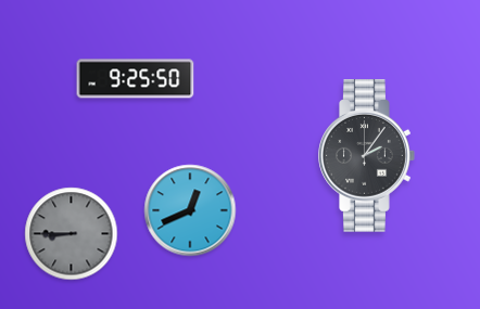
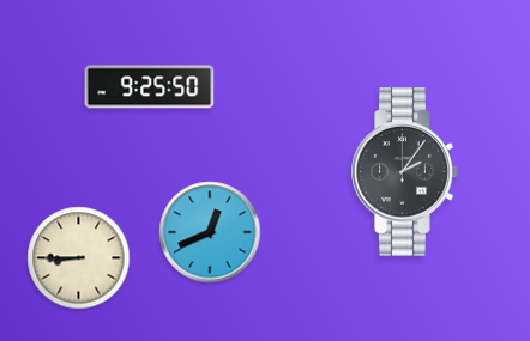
clock at (72, 234) dial: grey -> cream
